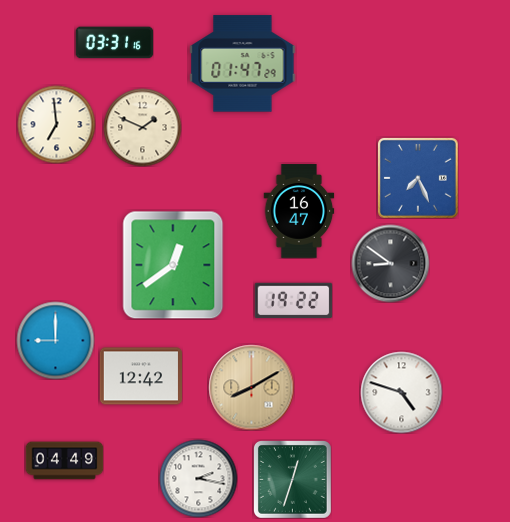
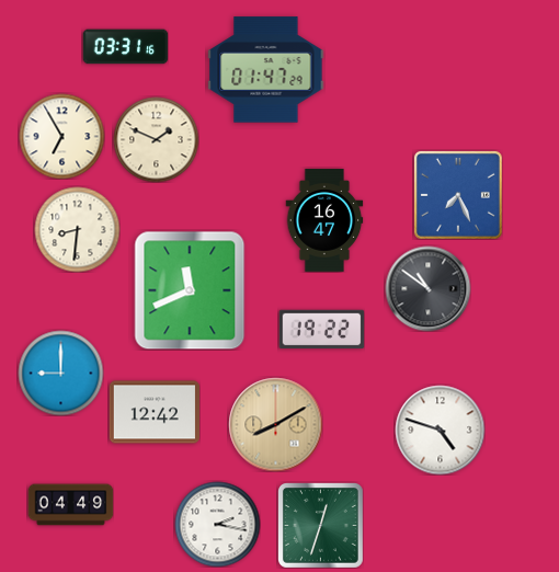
clock at (56, 124): 6:59 -> 6:55
clock at (77, 229): none -> 8:31
clock at (299, 211) position: (299, 211) -> (324, 220)
clock at (390, 263): 8:51 -> 10:51
clock at (173, 265): 12:39 -> 11:41
